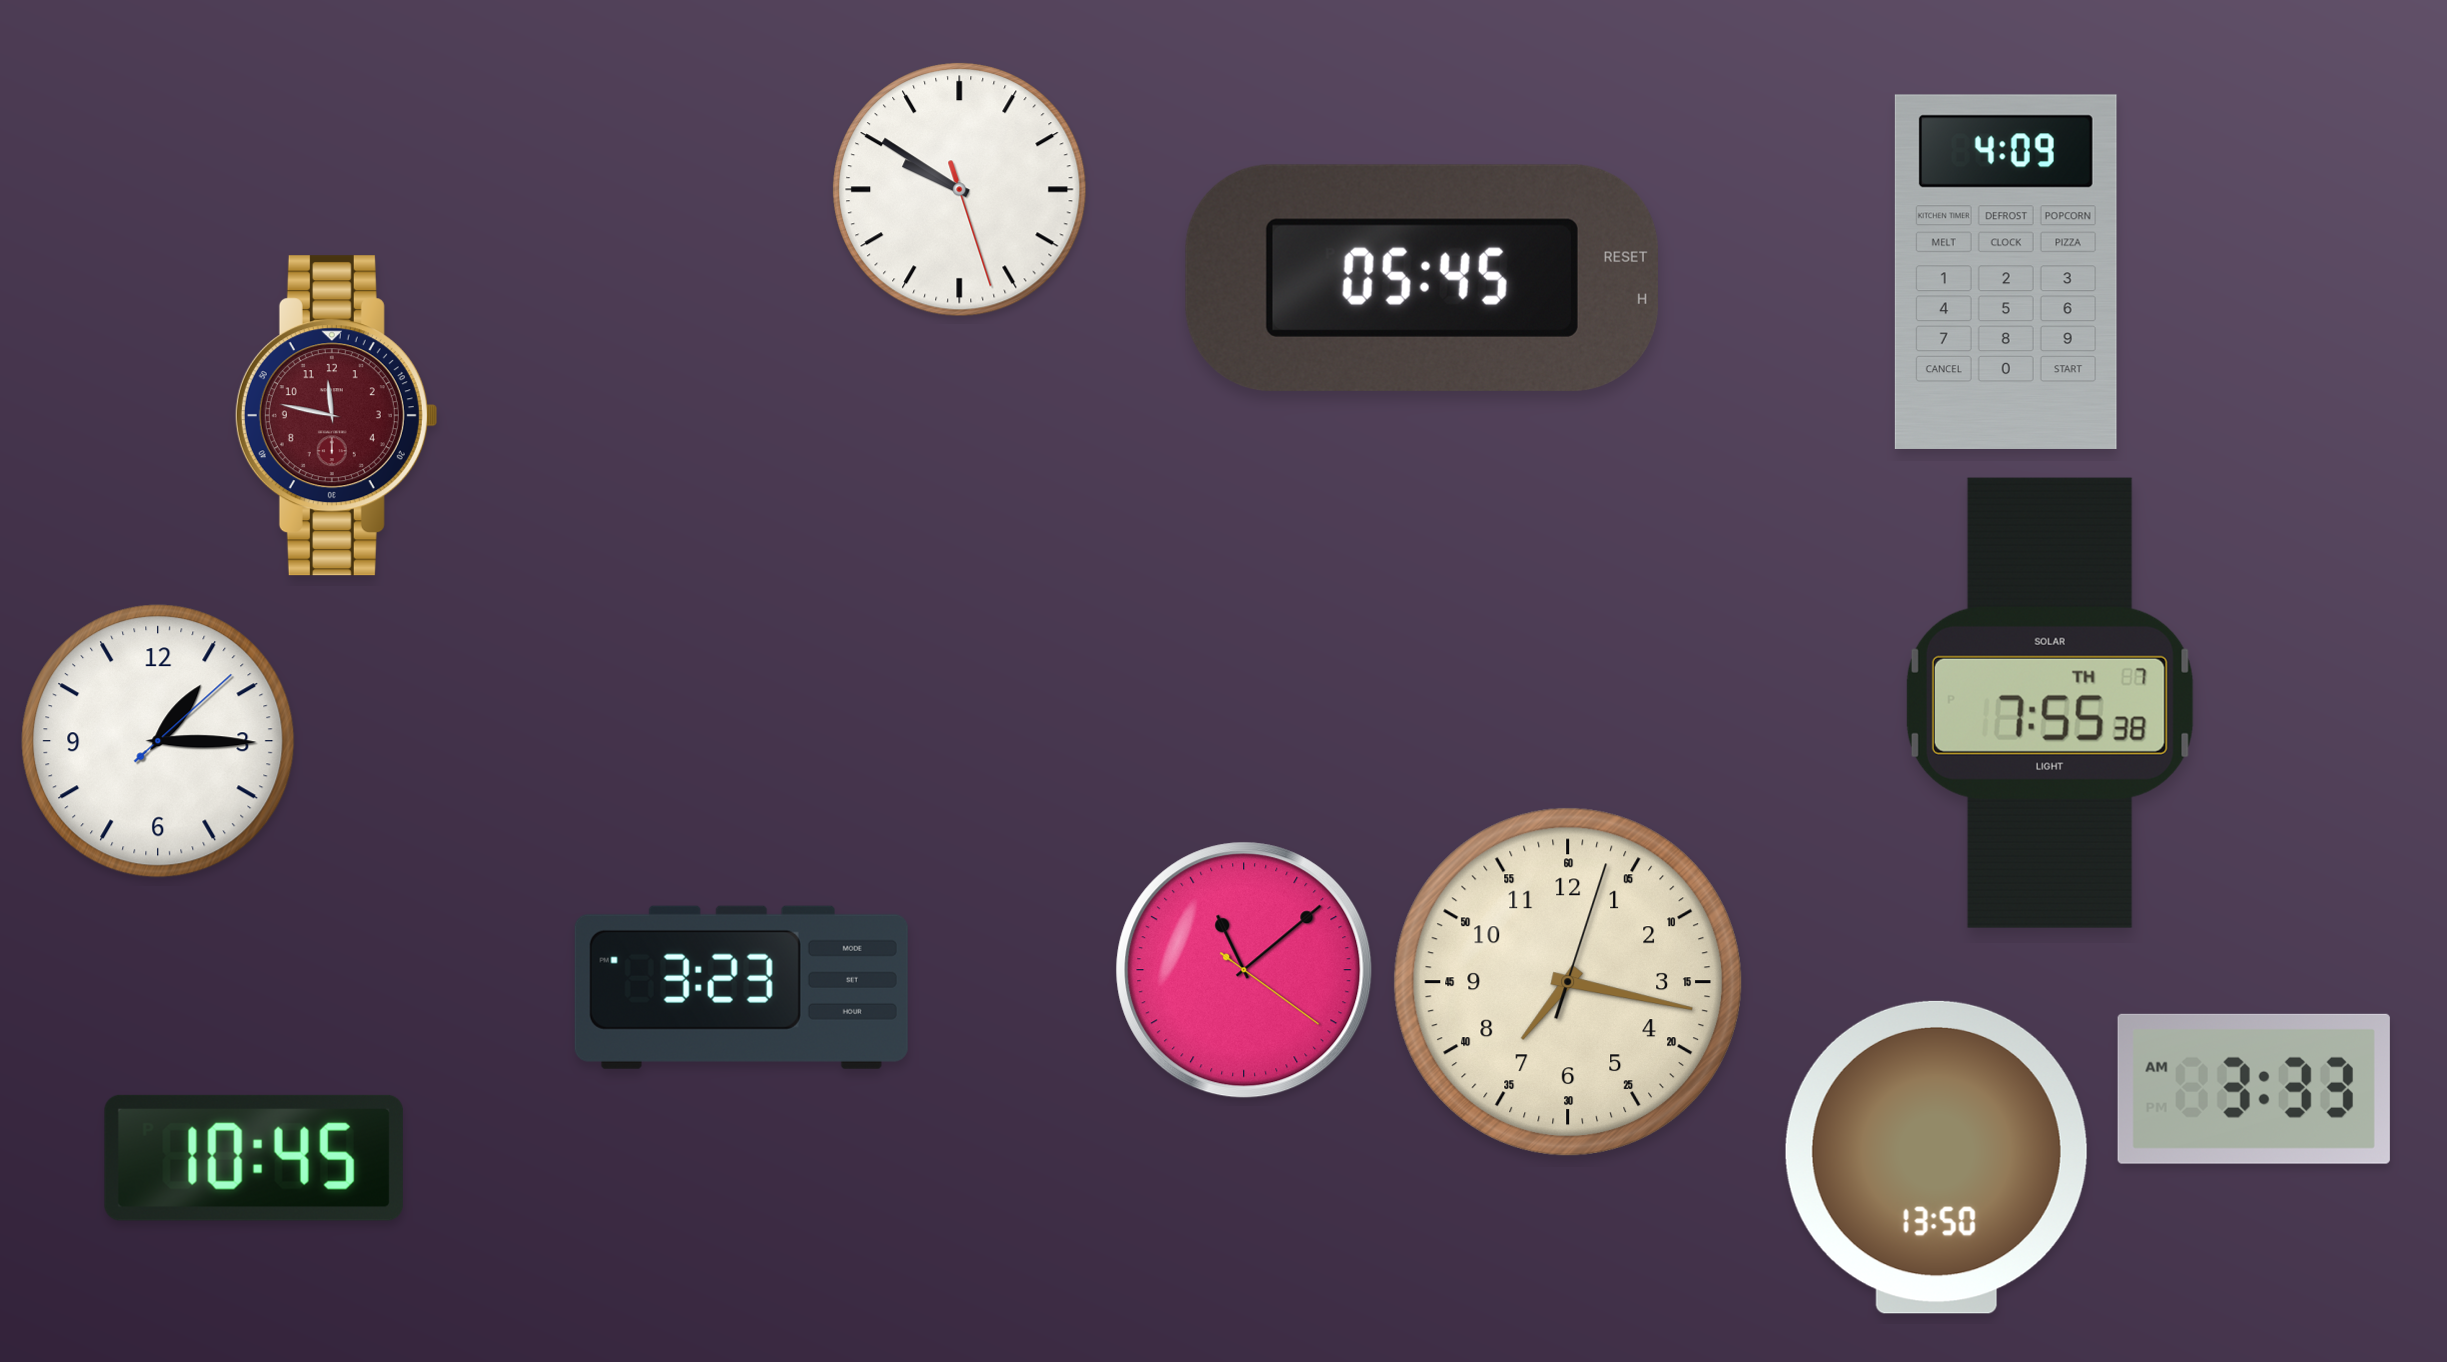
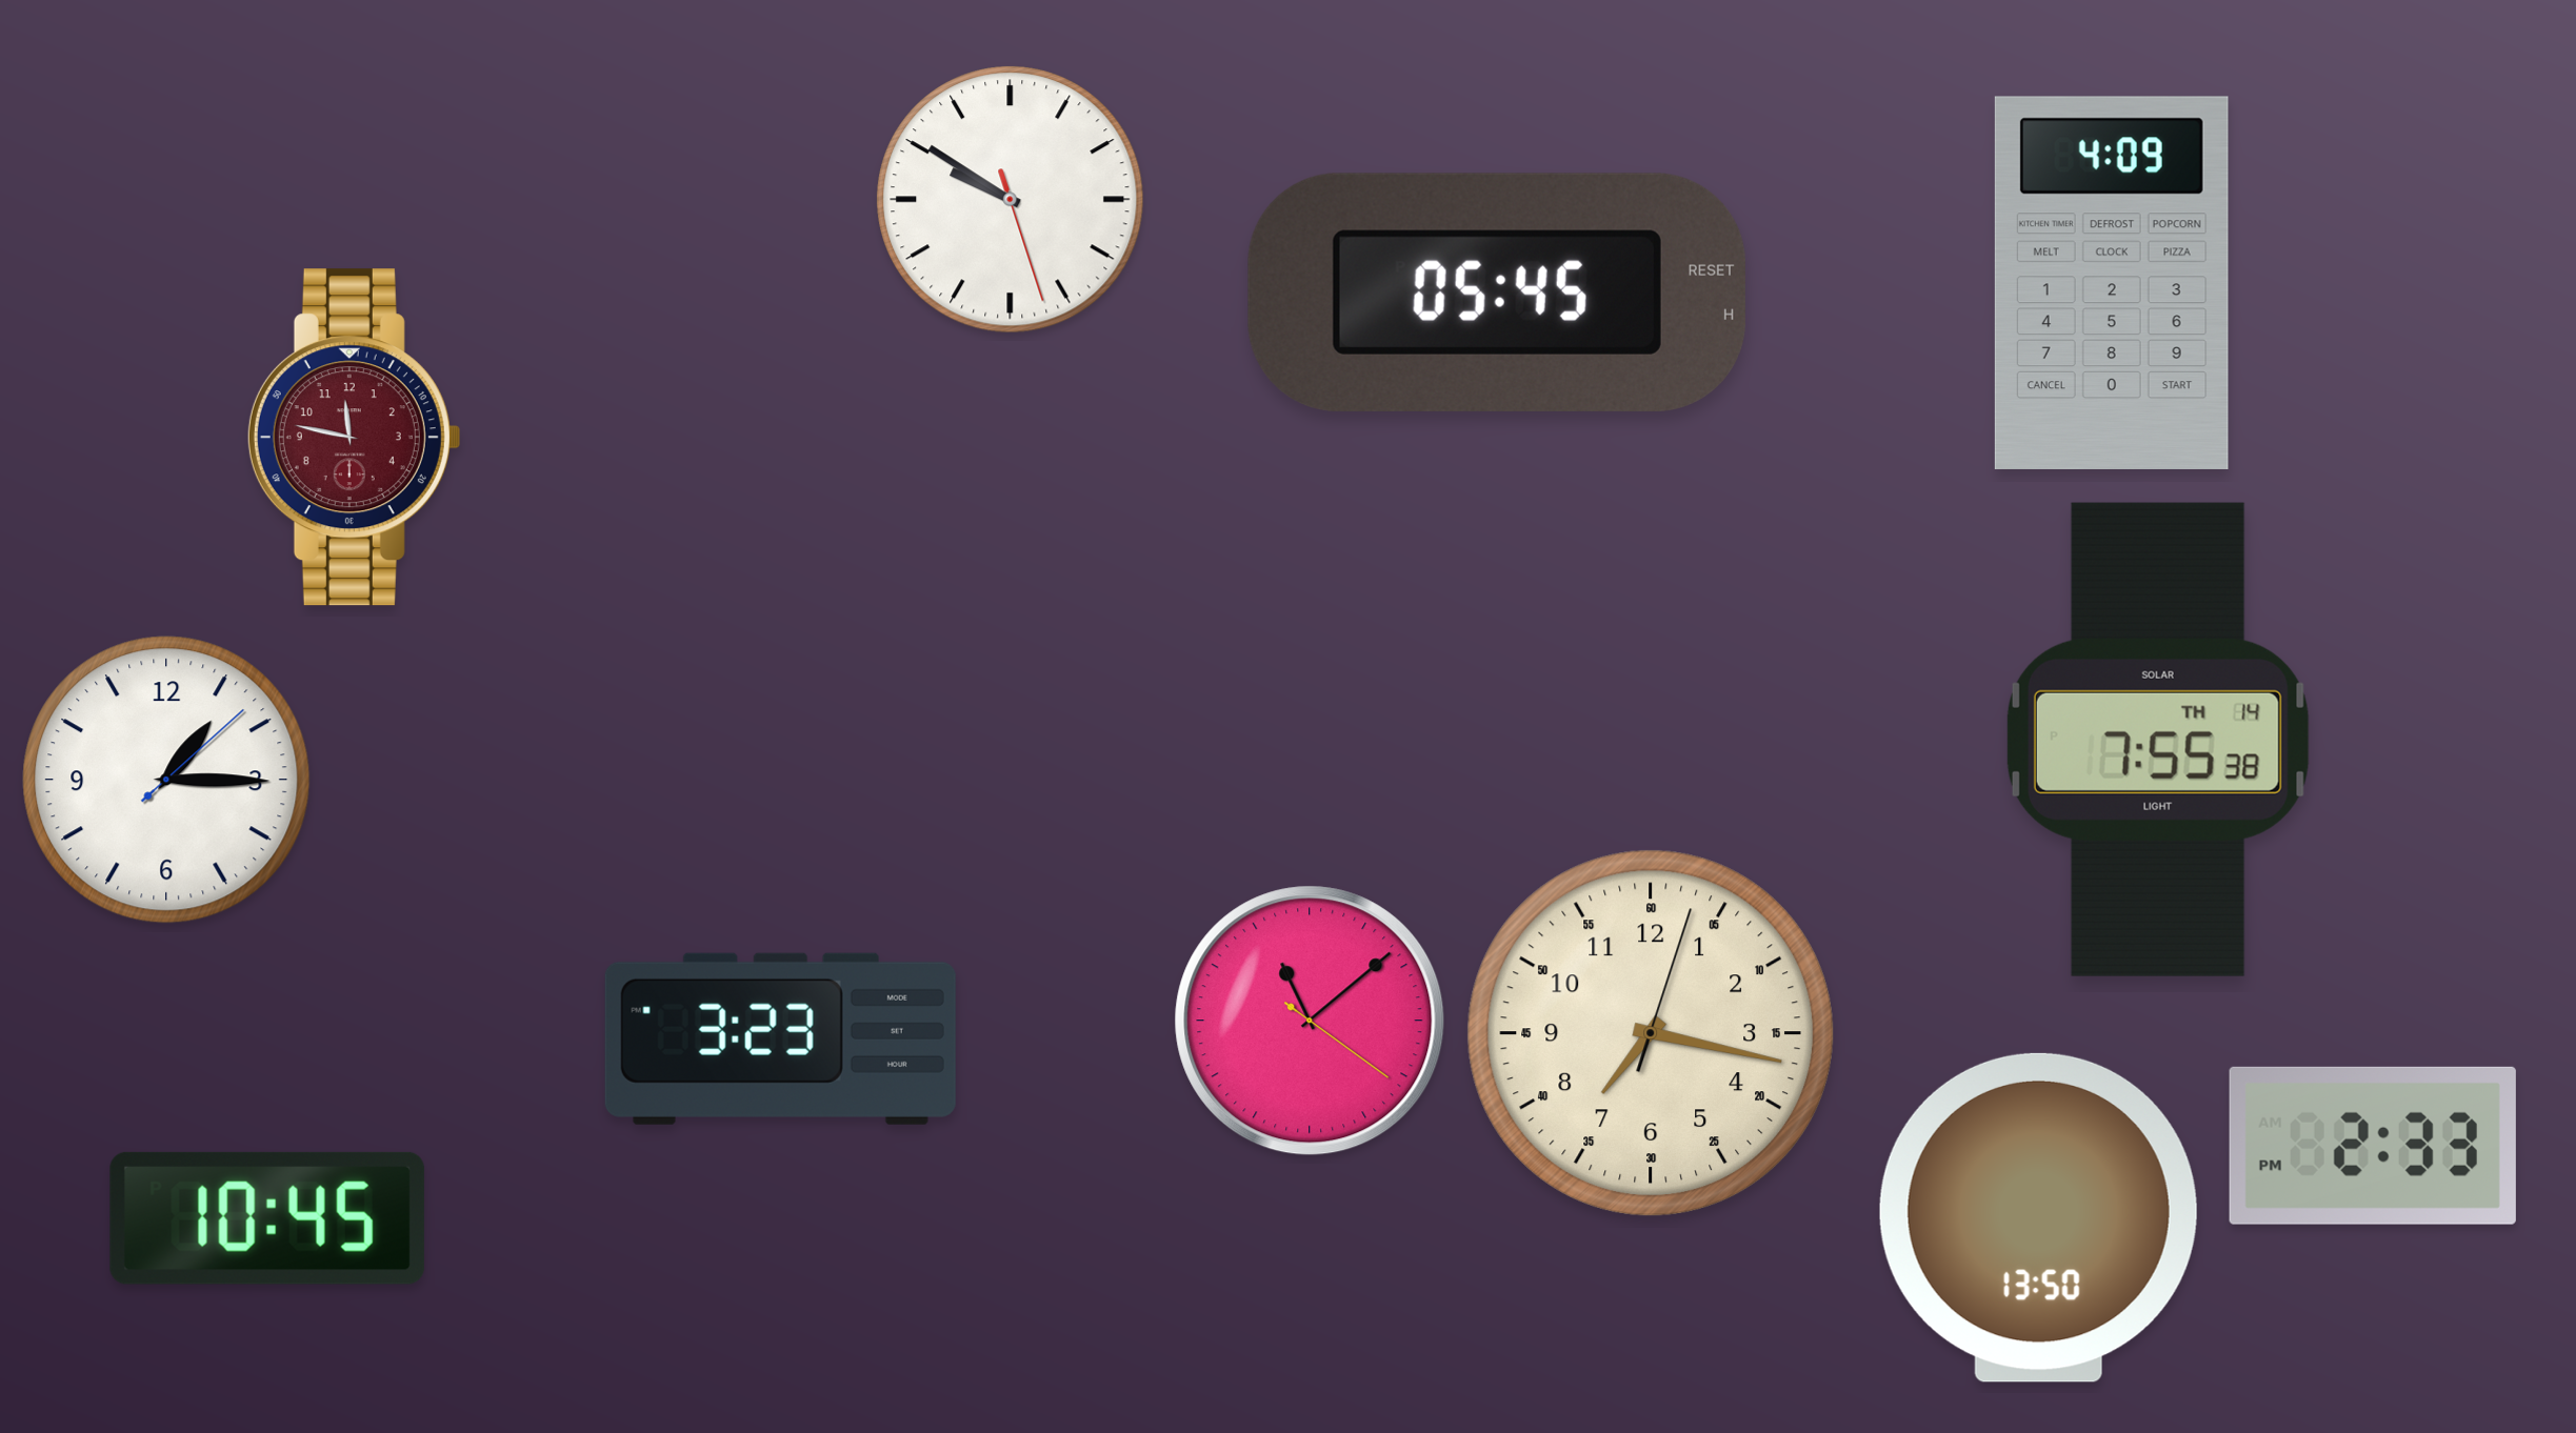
clock at (2006, 272) position: (2006, 272) -> (2112, 283)
clock at (2050, 703) date: TH 7 -> TH 14
clock at (2254, 1089): 3:33 -> 2:33
